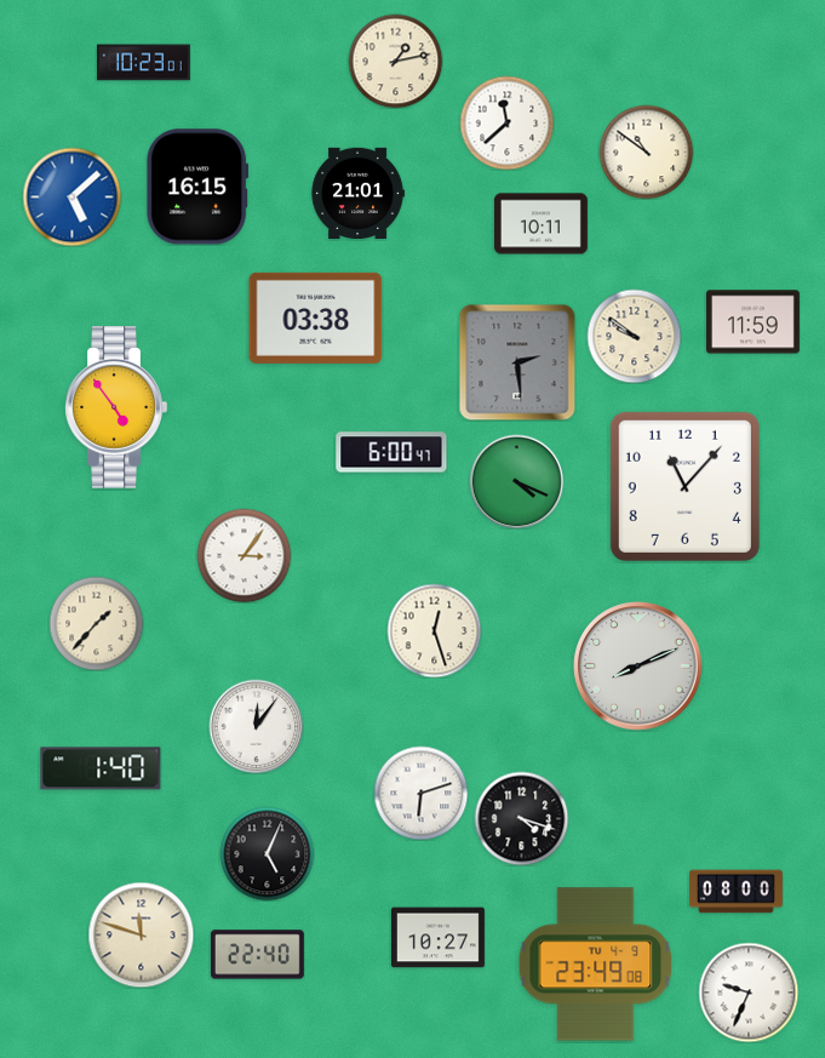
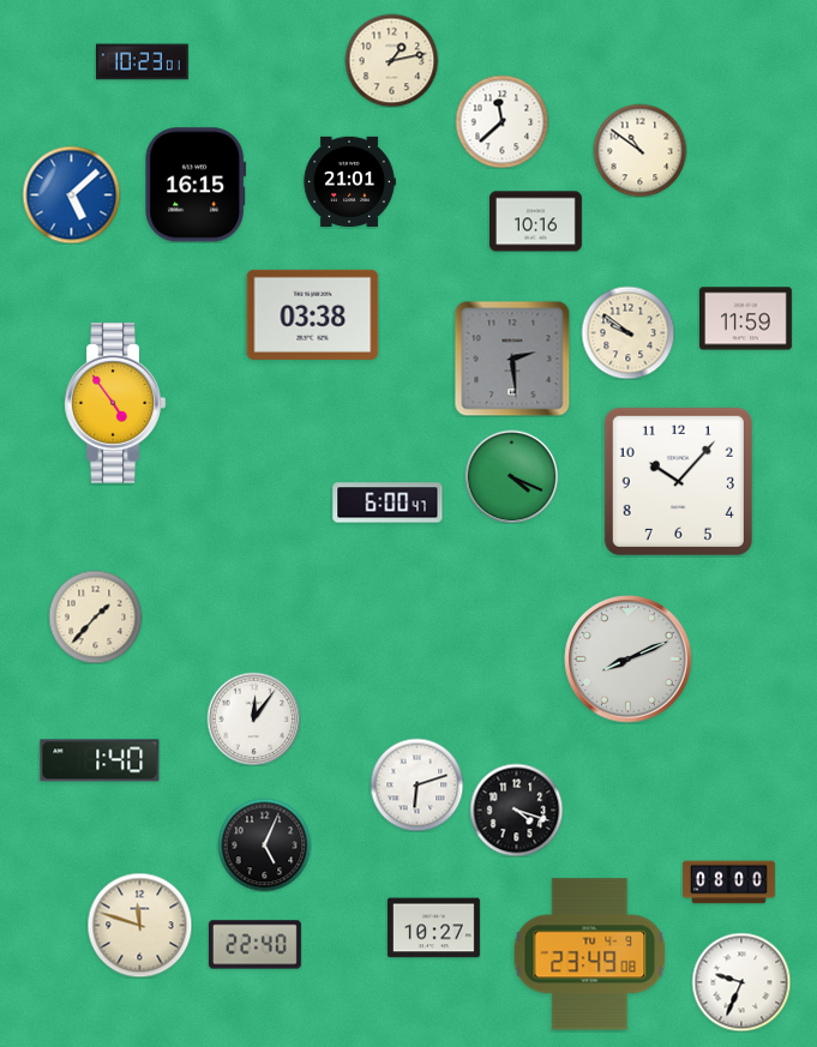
clock at (357, 194) position: (357, 194) -> (349, 182)
clock at (540, 224): 10:11 -> 10:16
clock at (391, 452) position: (391, 452) -> (388, 503)
clock at (684, 486): 11:07 -> 10:07
clock at (244, 555): 3:06 -> none
clock at (434, 630): 12:27 -> none
clock at (638, 667) position: (638, 667) -> (629, 660)
